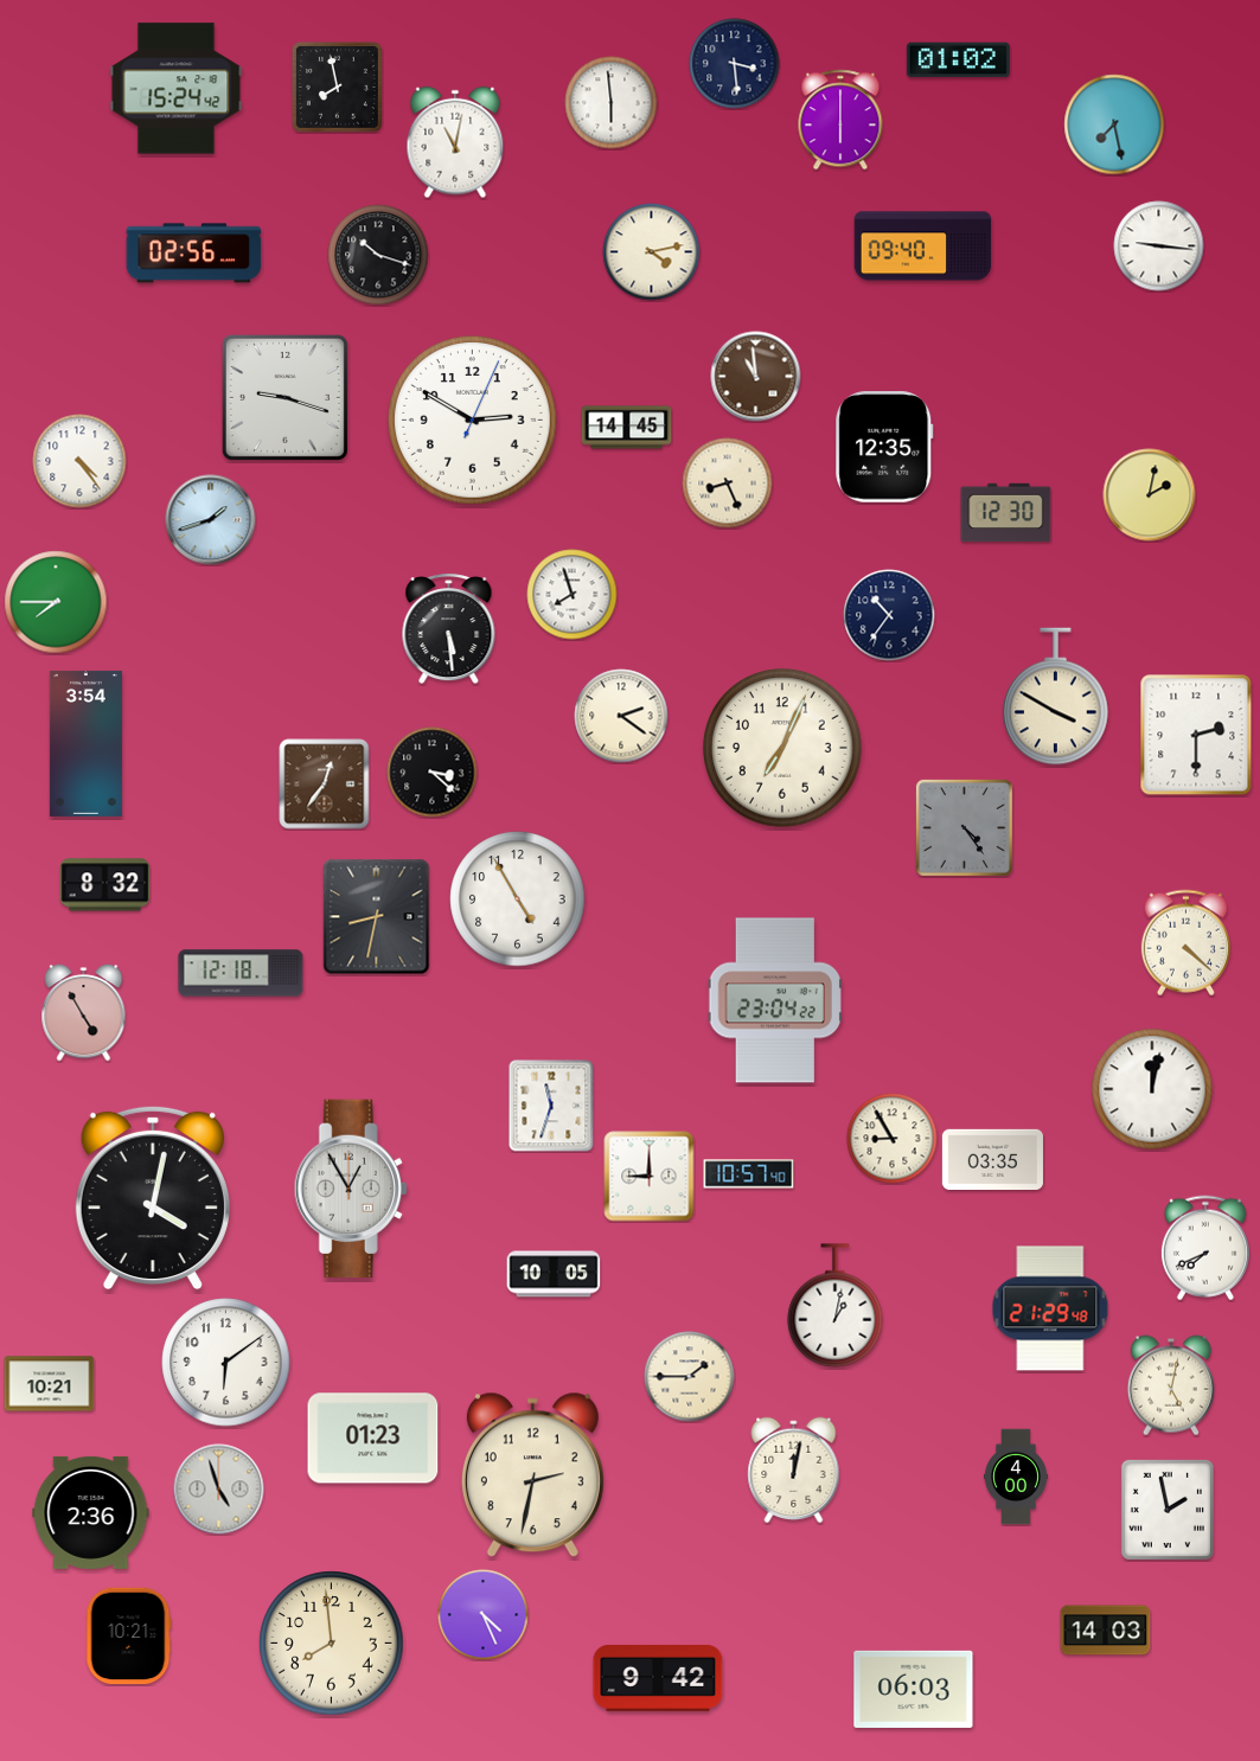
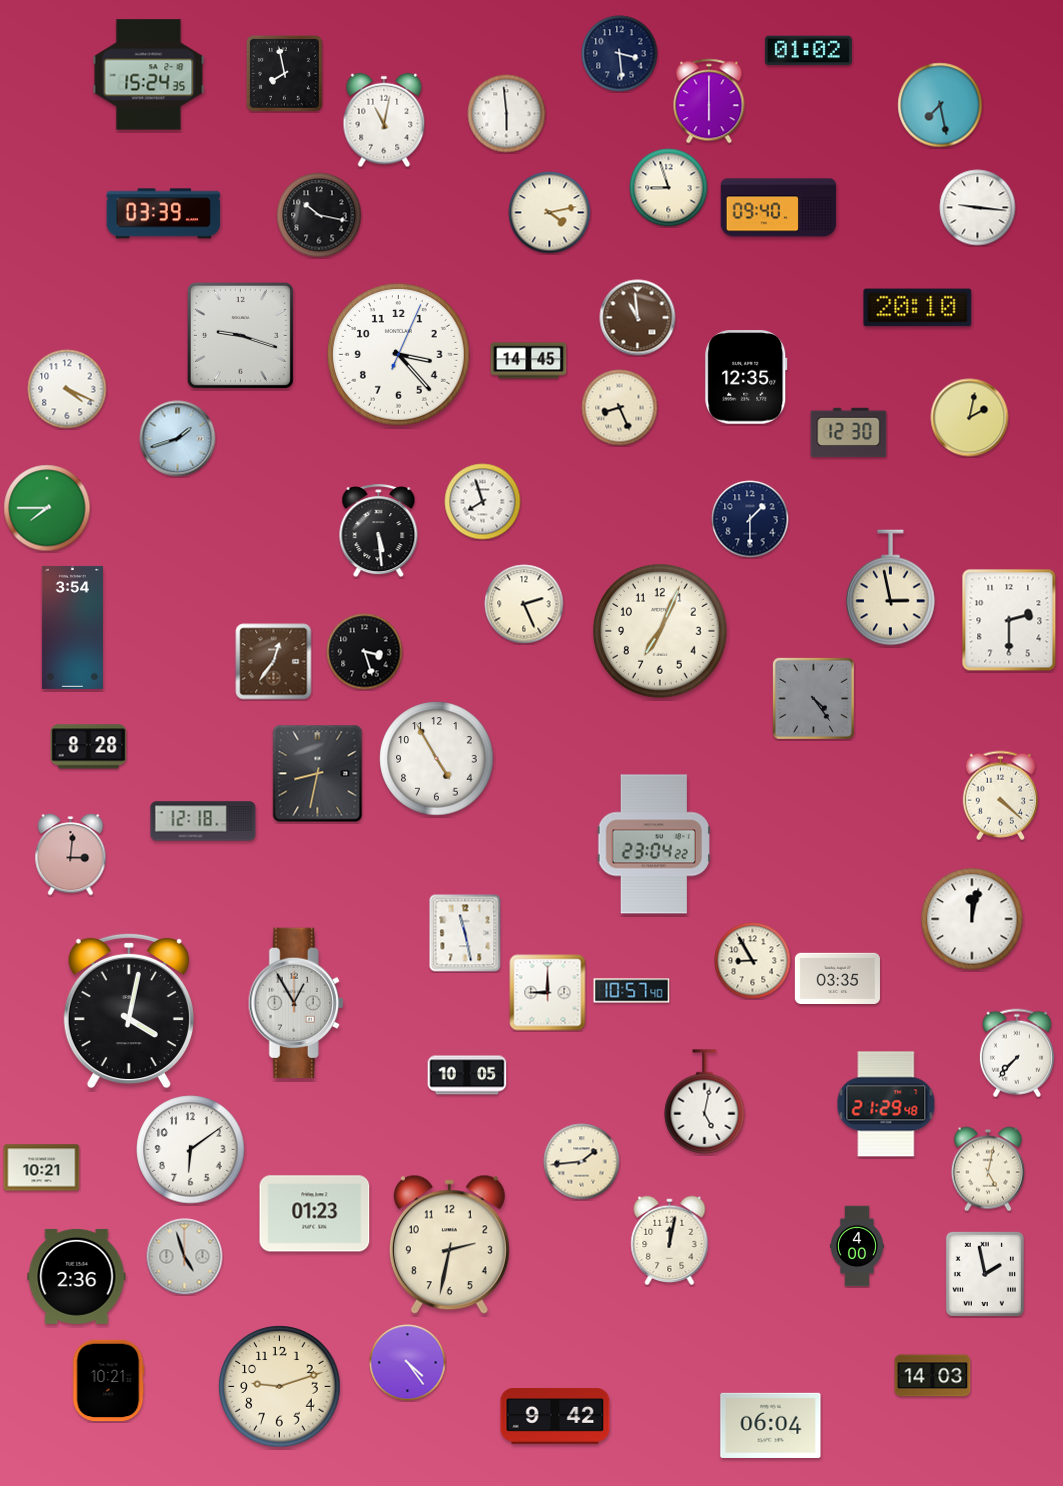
clock at (177, 89): 15:24:42 -> 15:24:35
clock at (612, 103) position: (612, 103) -> (507, 114)
clock at (669, 188): none -> 8:57
clock at (194, 254): 02:56 -> 03:39
clock at (378, 255): 10:18 -> 10:17
clock at (918, 308): none -> 20:10
clock at (473, 421): 2:50 -> 3:23
clock at (79, 461): 4:24 -> 4:19
clock at (728, 484) position: (728, 484) -> (620, 408)
clock at (889, 615): 10:36 -> 1:30
clock at (1056, 697): 3:50 -> 2:58
clock at (621, 716): 2:21 -> 2:26
clock at (433, 773): 3:22 -> 3:27
clock at (105, 885): 8:32 -> 8:28
clock at (84, 1013): 4:55 -> 3:01
clock at (551, 1106): 11:33 -> 11:28
clock at (1205, 1248): 7:41 -> 7:37
clock at (836, 1306): 1:02 -> 5:02
clock at (690, 1377): 1:45 -> 1:44
clock at (484, 1615): 4:26 -> 4:24
clock at (332, 1644): 7:59 -> 9:12
clock at (914, 1689): 06:03 -> 06:04
